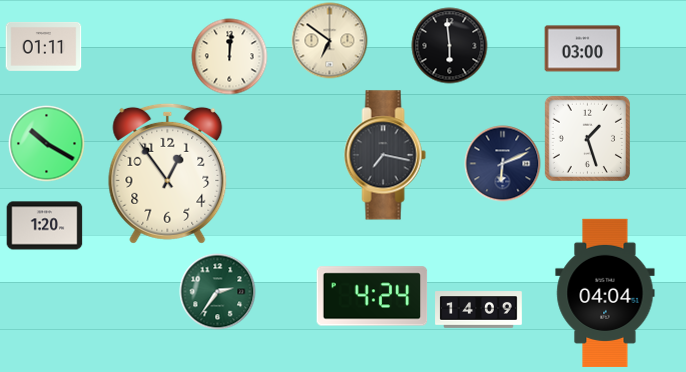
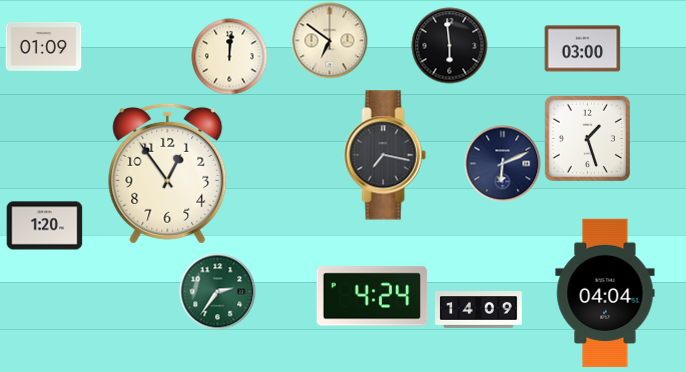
clock at (44, 46): 01:11 -> 01:09
clock at (47, 144): 10:20 -> none
